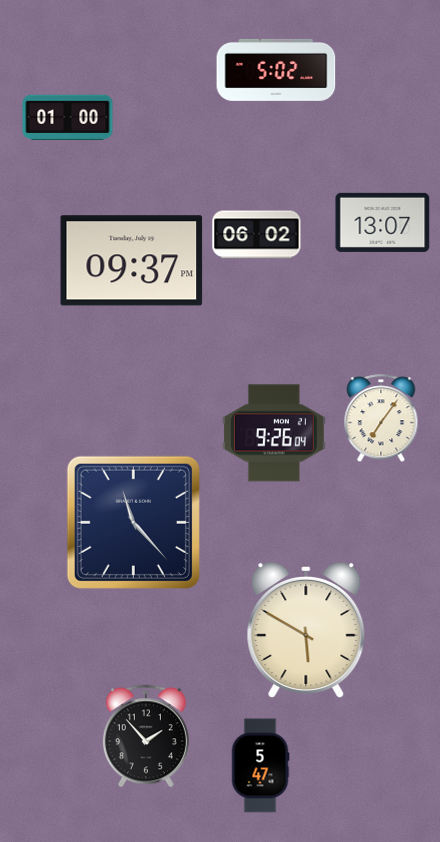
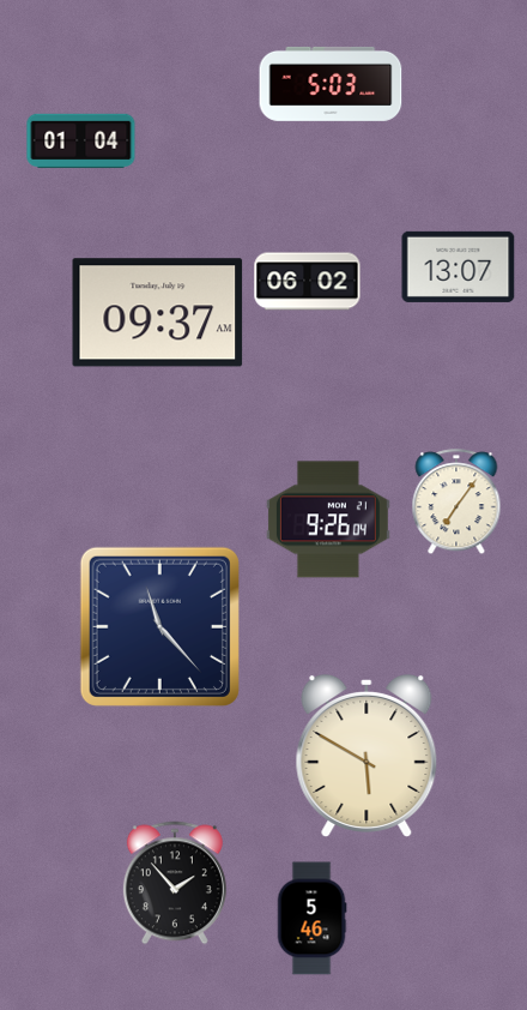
clock at (276, 70): 5:02 -> 5:03
clock at (68, 118): 01:00 -> 01:04
clock at (132, 261): 09:37 PM -> 09:37 AM
clock at (260, 766): 5:47 -> 5:46
